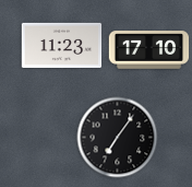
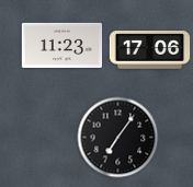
clock at (149, 50): 17:10 -> 17:06
